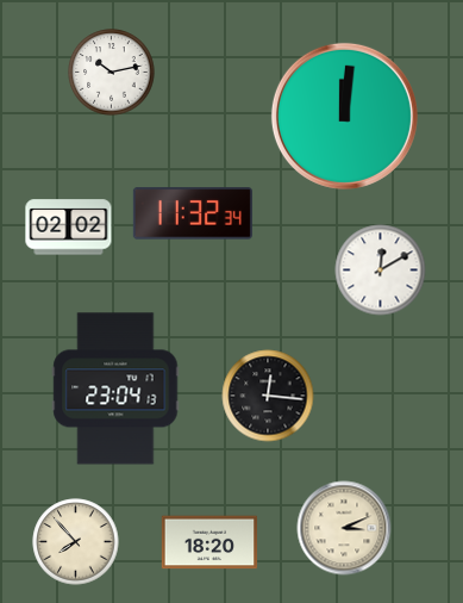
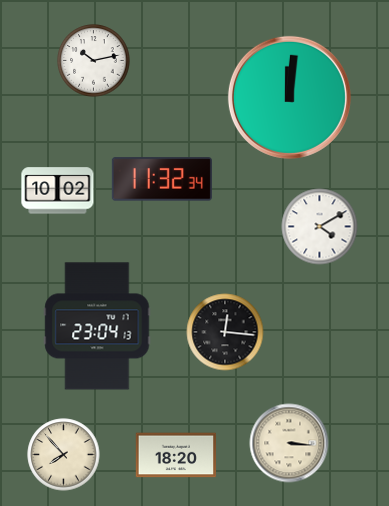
clock at (69, 228): 02:02 -> 10:02
clock at (381, 271): 12:10 -> 4:10
clock at (344, 528): 3:11 -> 3:16
